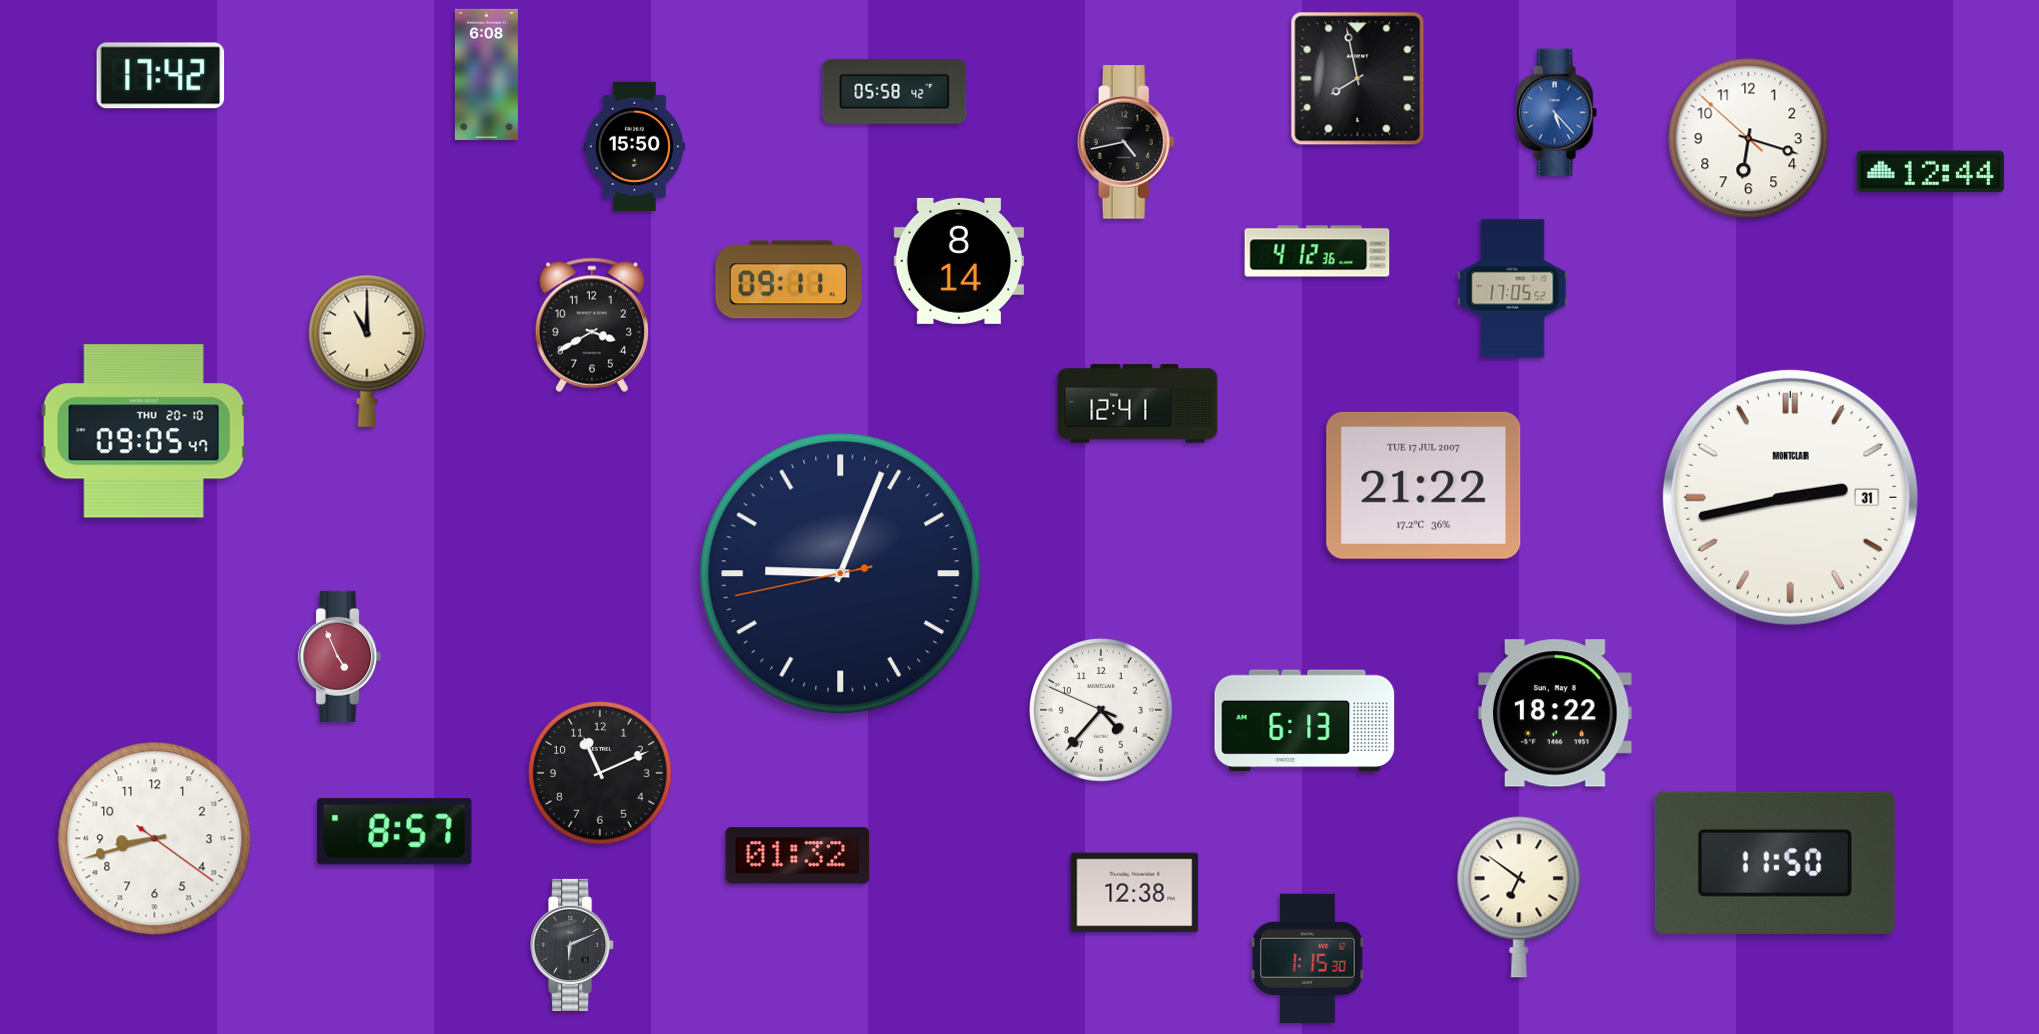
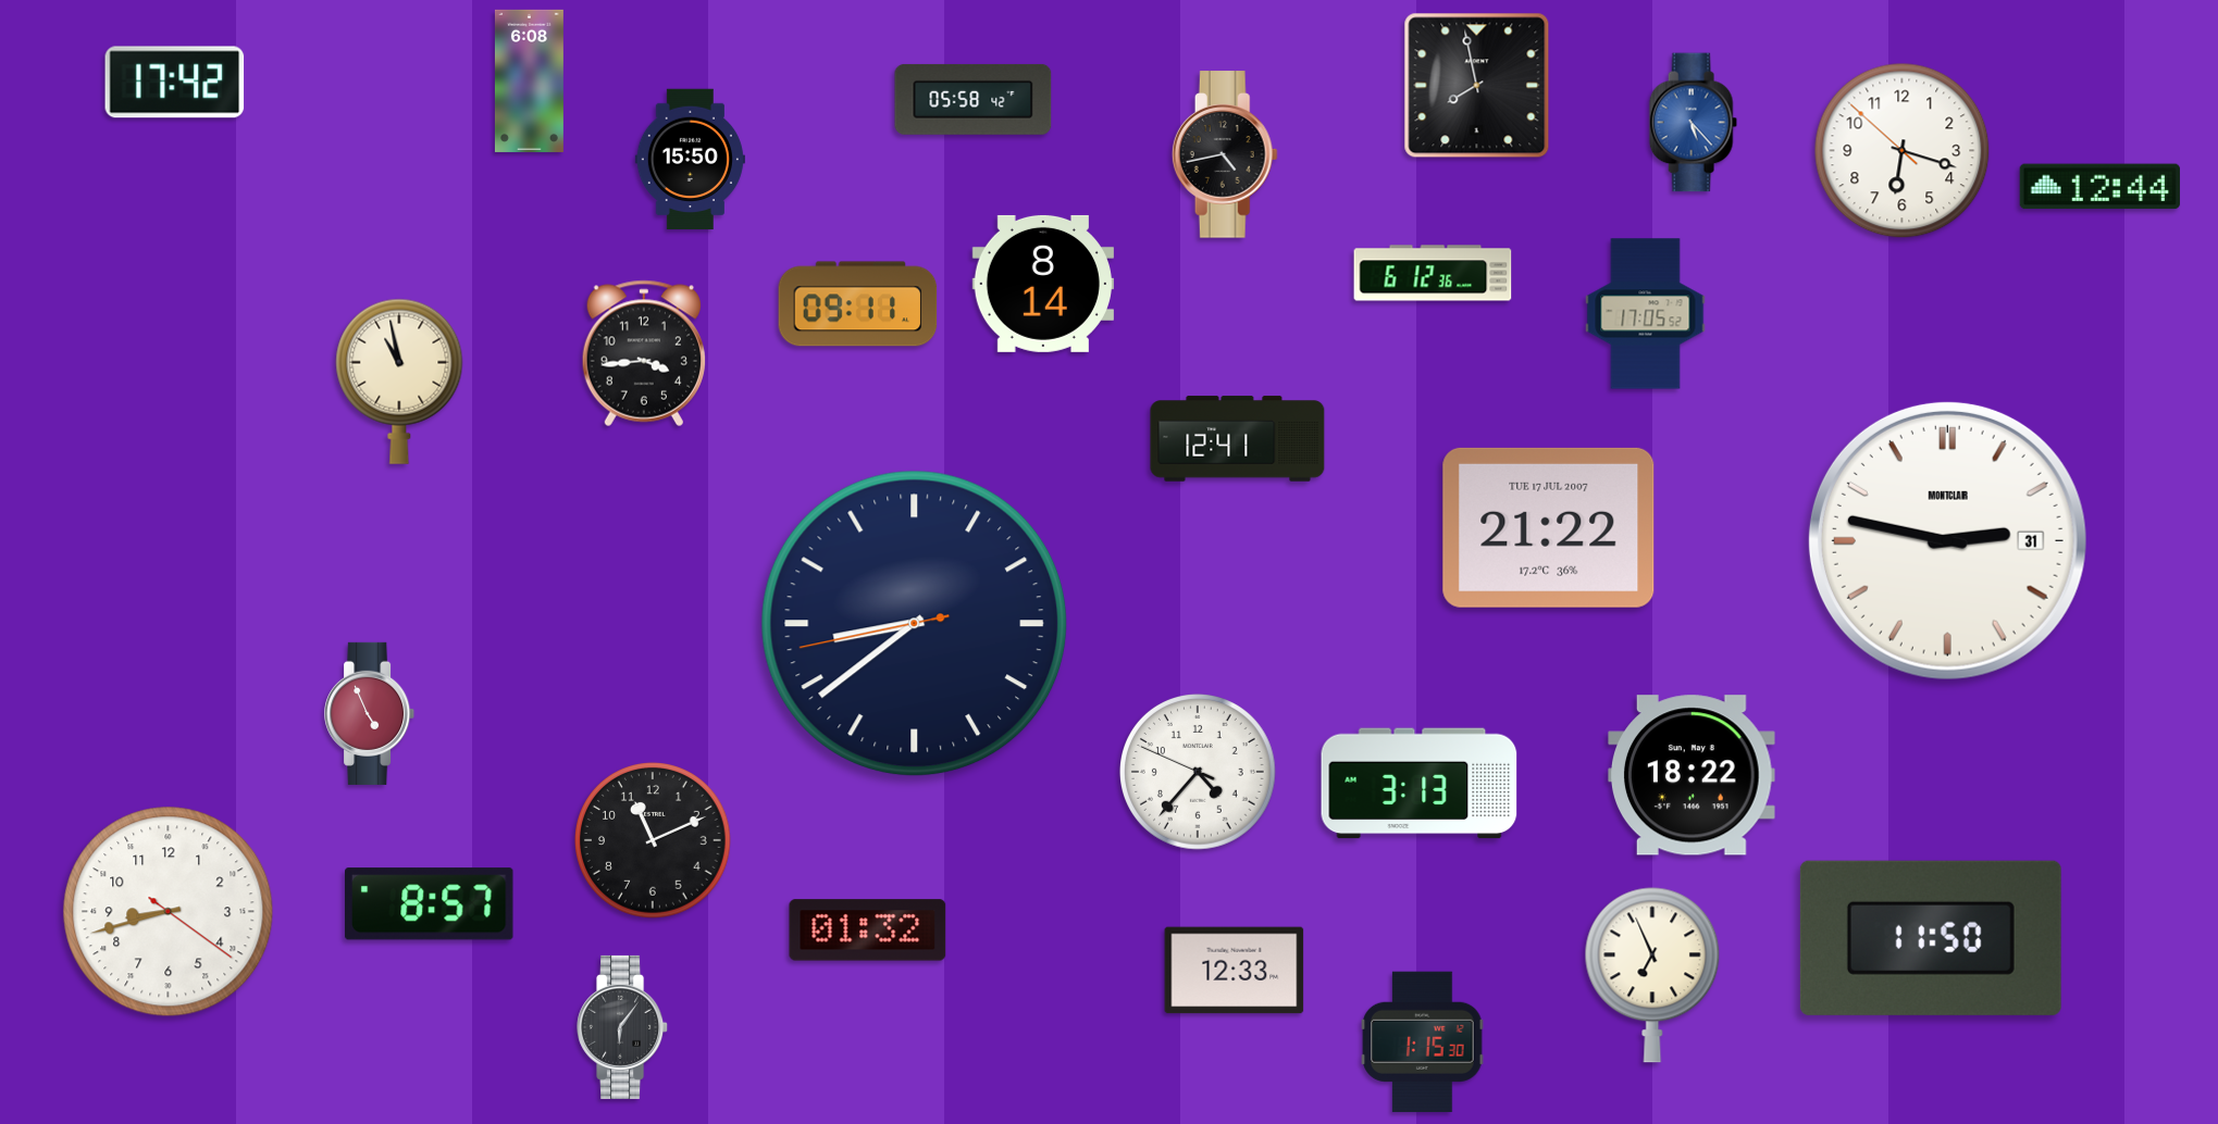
clock at (1317, 251): 4:12 -> 6:12
clock at (592, 325): 3:40 -> 3:44
clock at (367, 351): 11:00 -> 10:58
clock at (144, 431): 09:05 -> none
clock at (1790, 497): 2:43 -> 2:47
clock at (841, 574): 9:03 -> 8:38
clock at (1305, 721): 6:13 -> 3:13
clock at (1135, 893): 12:38 -> 12:33
clock at (1519, 897): 6:51 -> 6:56
clock at (573, 945): 6:11 -> 6:06
